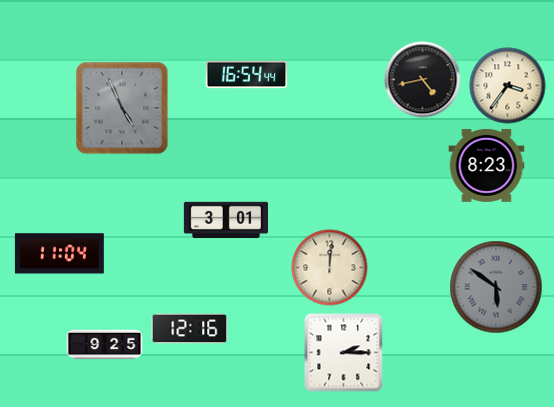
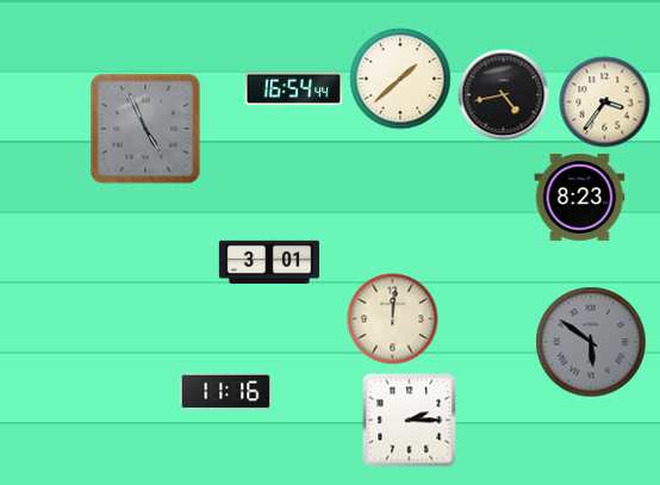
clock at (400, 79): none -> 1:38
clock at (59, 254): 11:04 -> none
clock at (190, 329): 12:16 -> 11:16
clock at (105, 345): 9:25 -> none
